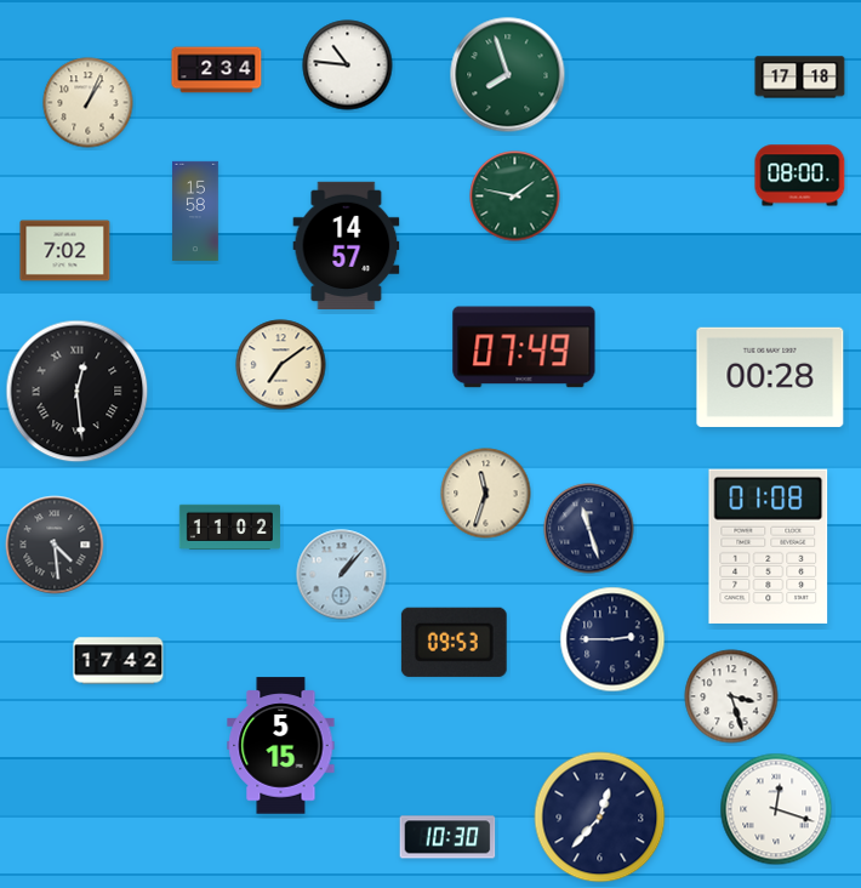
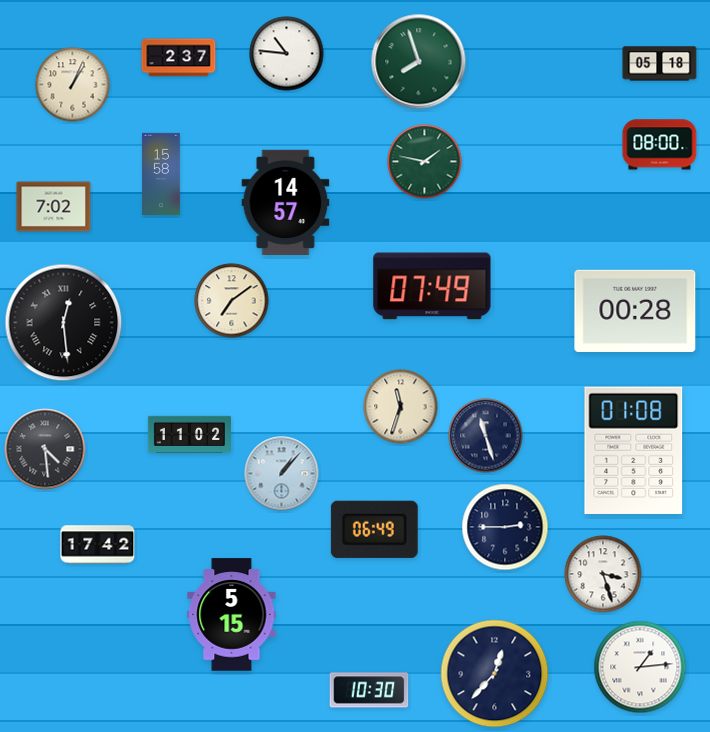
clock at (217, 70): 2:34 -> 2:37
clock at (800, 78): 17:18 -> 05:18
clock at (454, 642): 09:53 -> 06:49
clock at (776, 809): 12:18 -> 1:14
